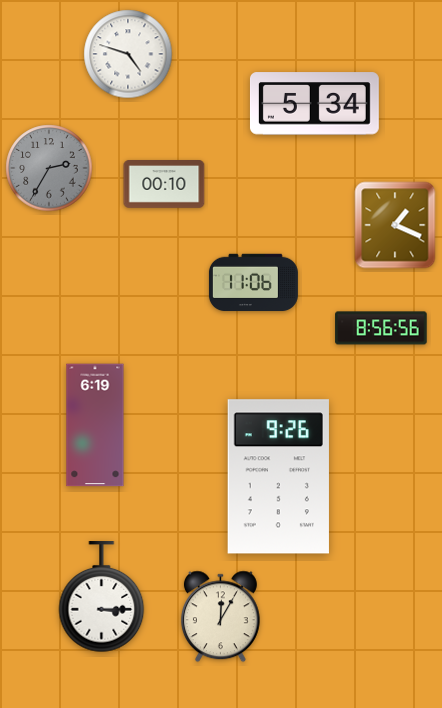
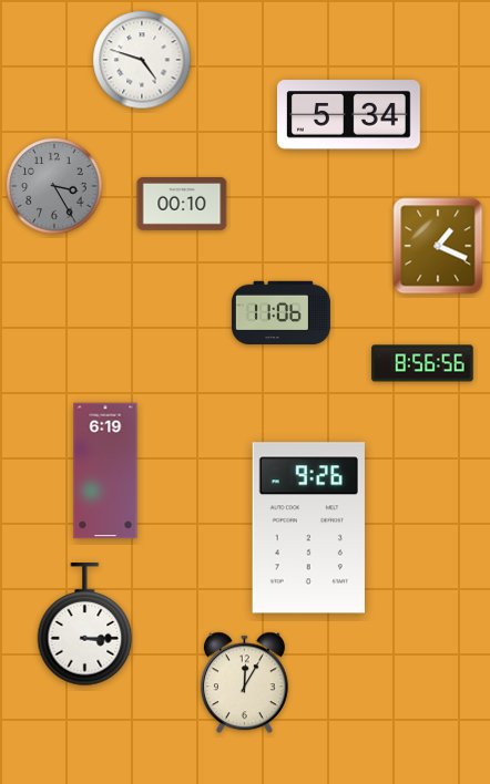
clock at (49, 168): 2:35 -> 3:25
clock at (395, 225) position: (395, 225) -> (438, 246)
clock at (102, 597) position: (102, 597) -> (85, 625)
